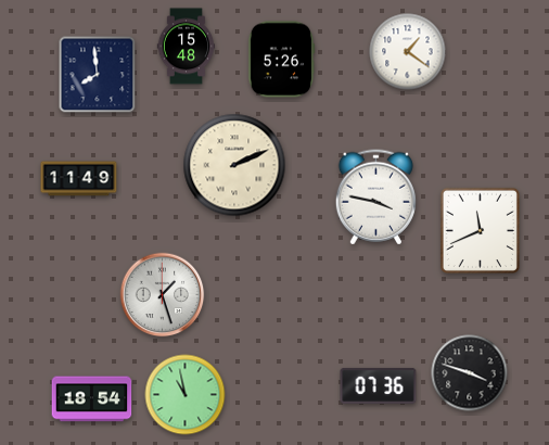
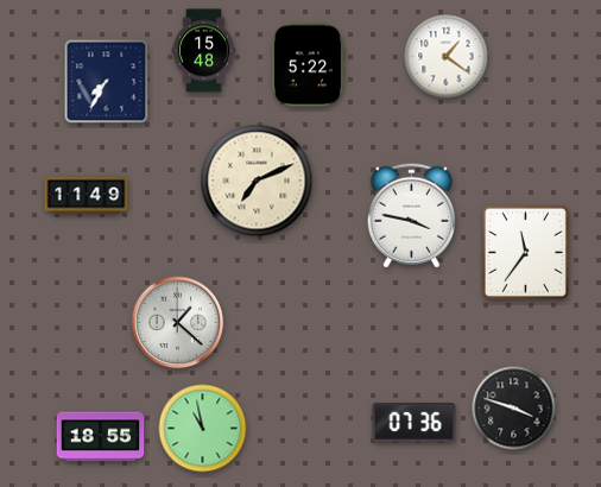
clock at (281, 60): 5:26 -> 5:22
clock at (98, 75): 7:59 -> 7:35
clock at (234, 165): 2:11 -> 7:11
clock at (480, 230): 11:41 -> 11:36
clock at (163, 295): 1:27 -> 1:22
clock at (186, 395) position: (186, 395) -> (203, 429)
clock at (92, 399): 18:54 -> 18:55
